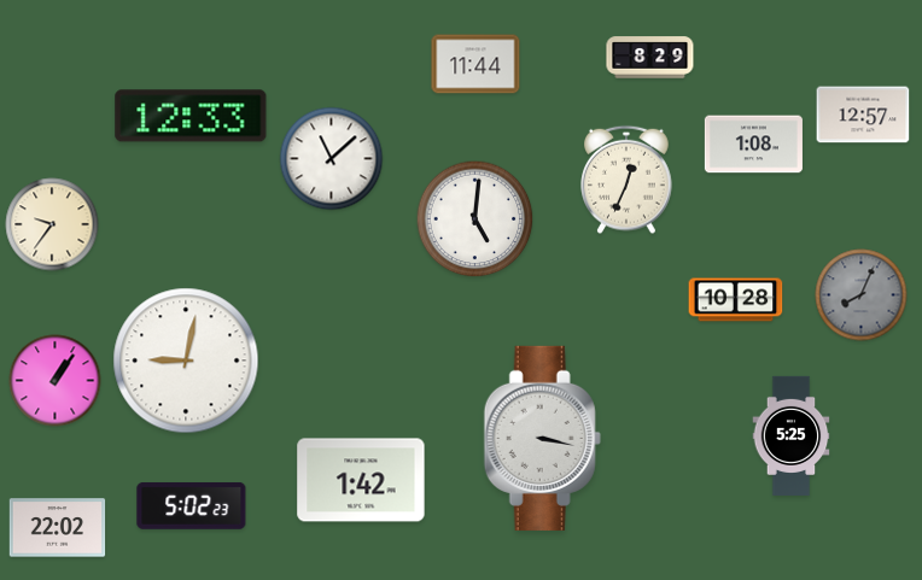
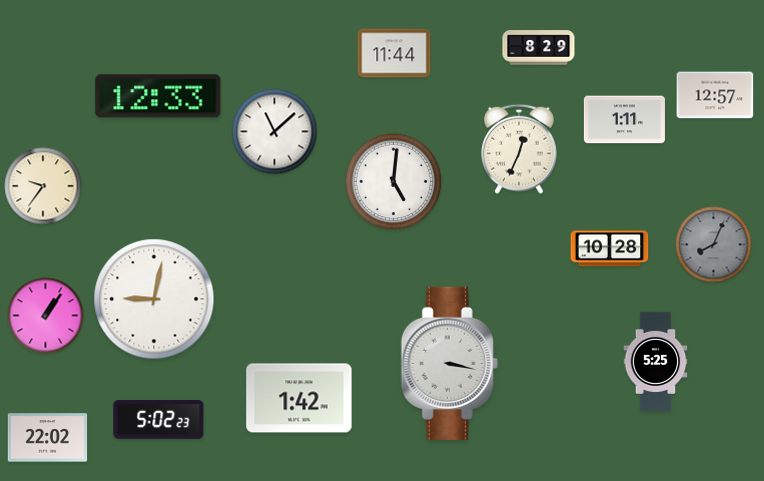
clock at (753, 145): 1:08 -> 1:11
